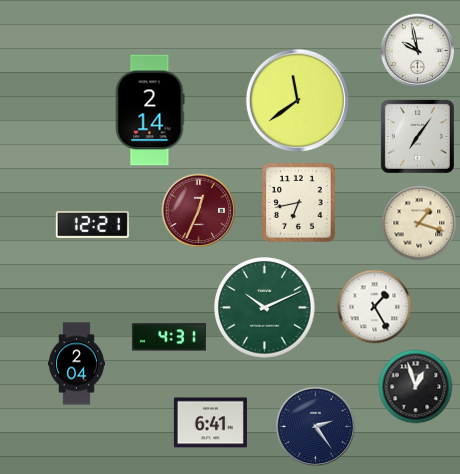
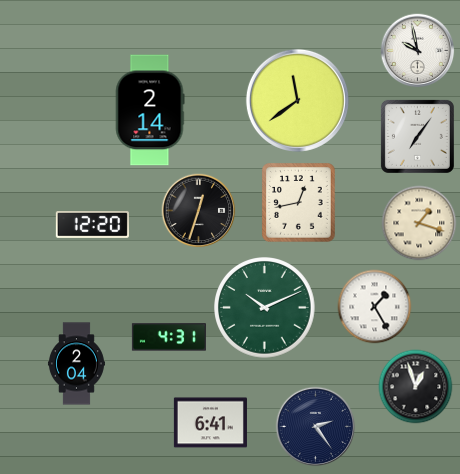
clock at (299, 203): 6:43 -> 12:43
clock at (199, 211): 12:34 -> 12:33
clock at (199, 211) dial: burgundy -> black
clock at (92, 225): 12:21 -> 12:20
